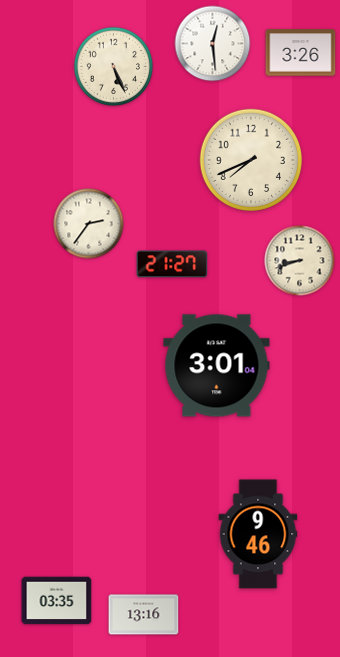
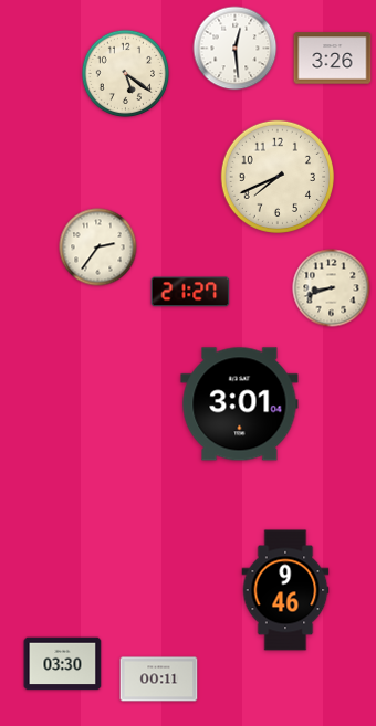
clock at (114, 67): 5:26 -> 5:21
clock at (57, 601): 03:35 -> 03:30
clock at (144, 615): 13:16 -> 00:11
